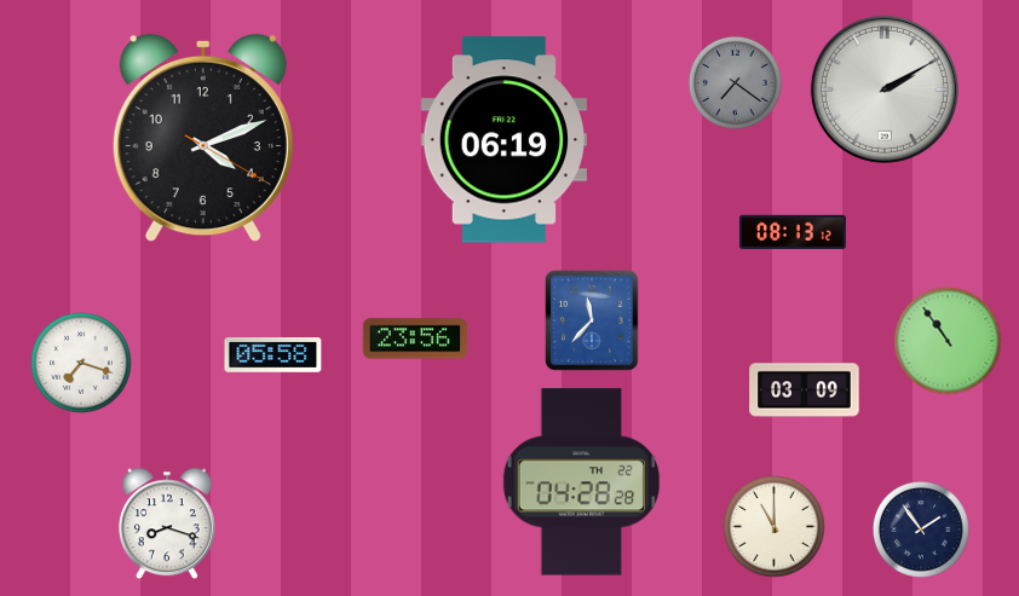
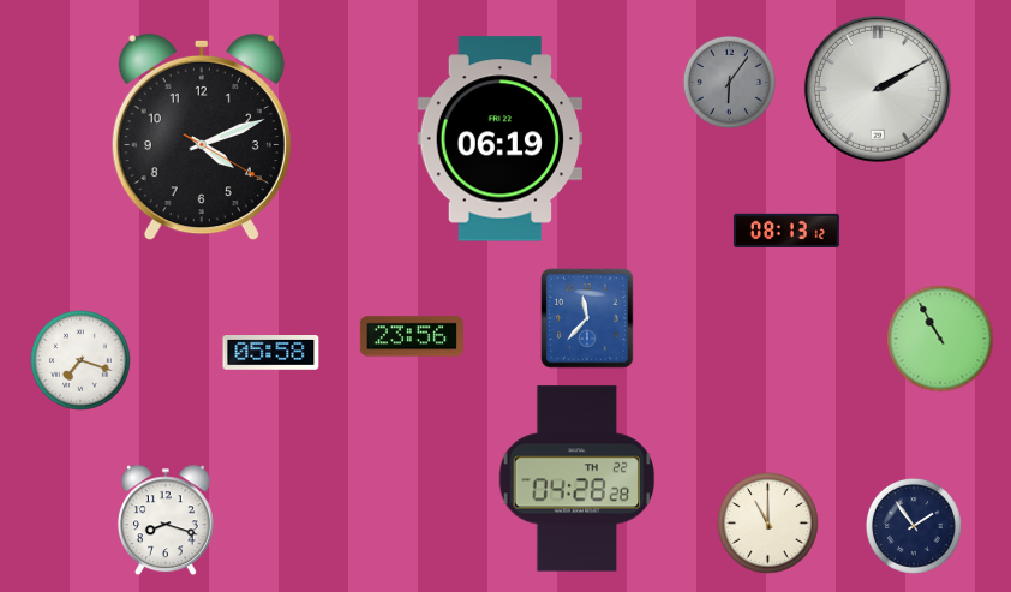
clock at (735, 82): 7:21 -> 6:06
clock at (948, 341): 10:54 -> 10:55
clock at (805, 390): 03:09 -> none
